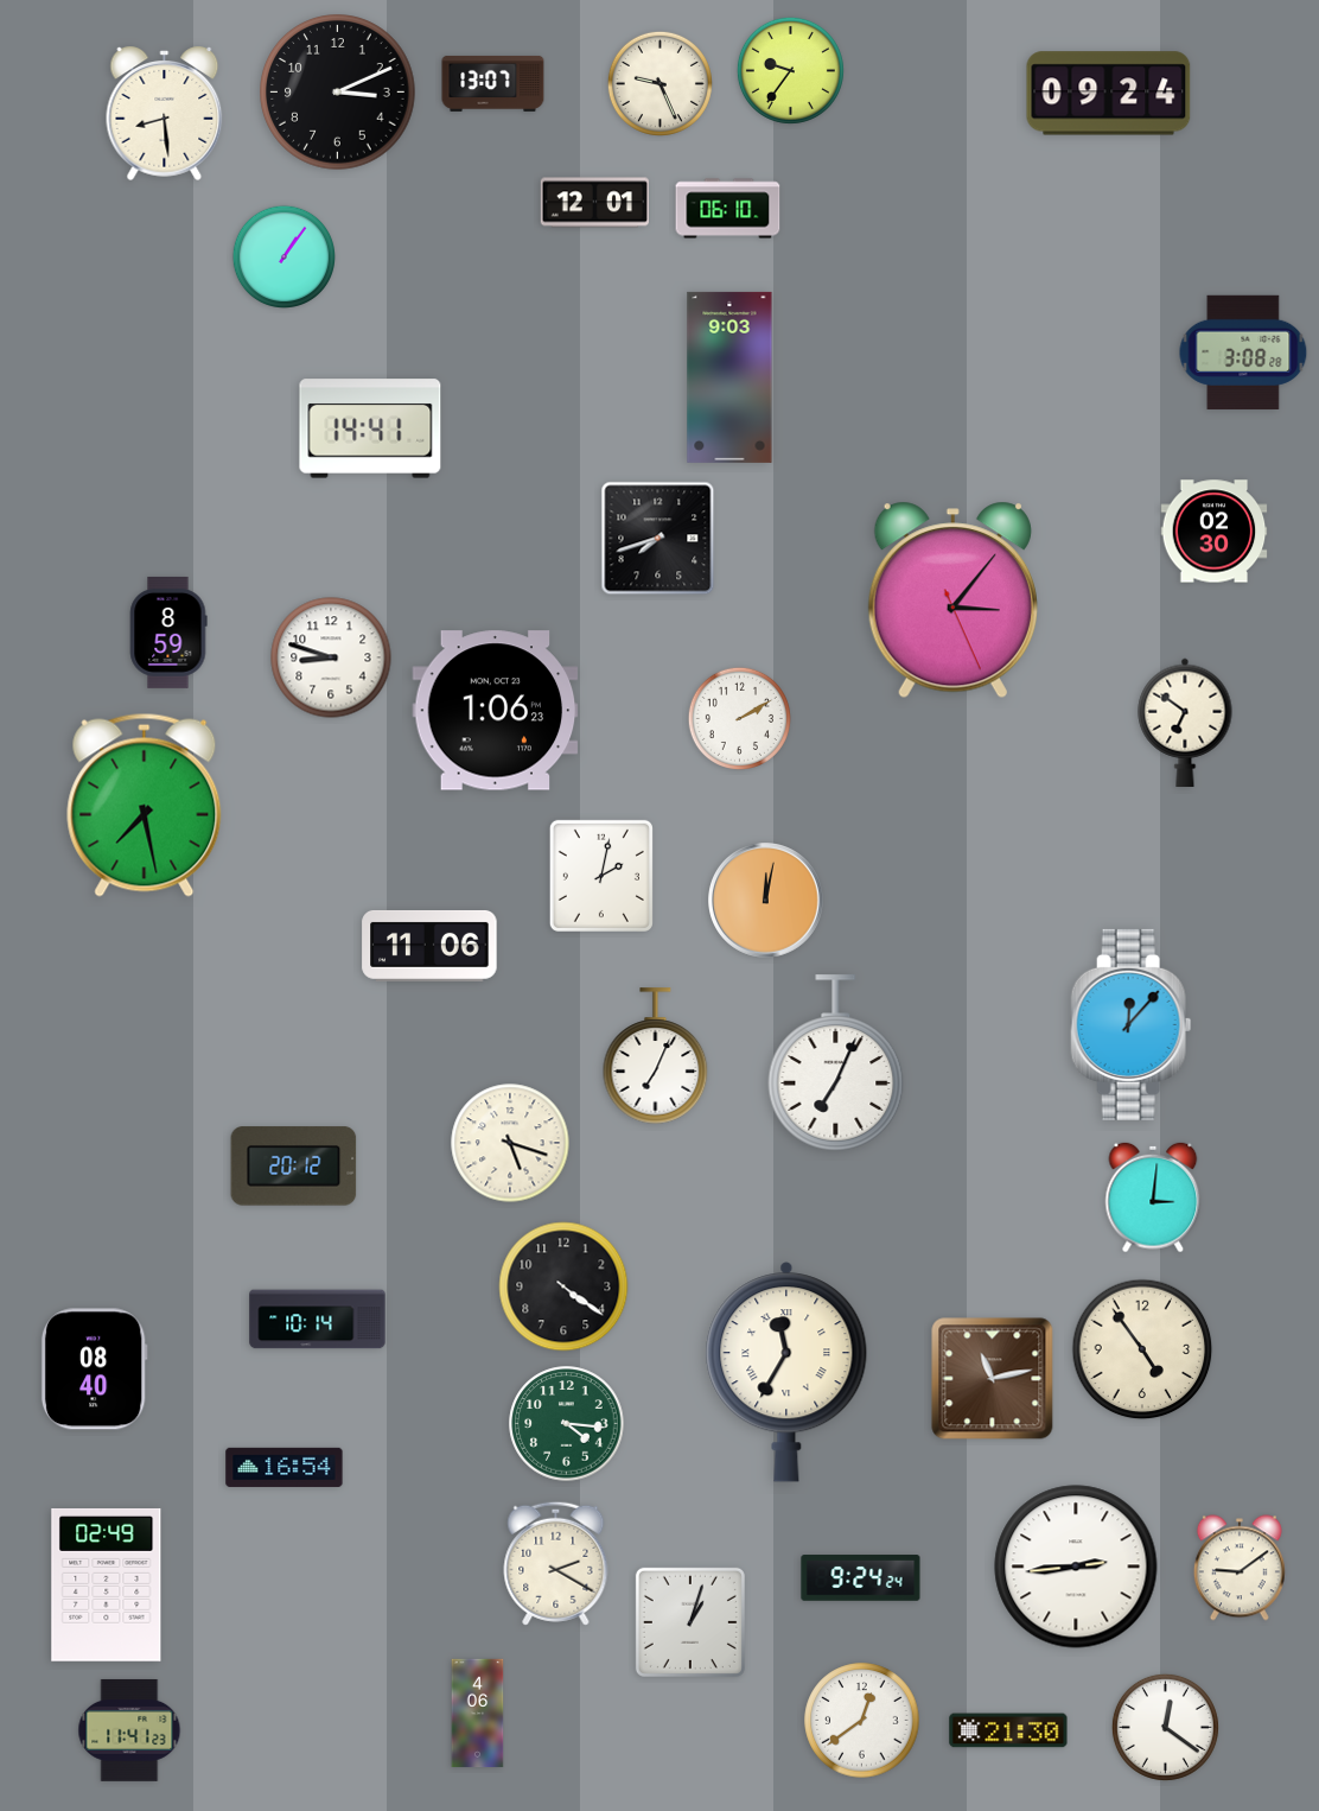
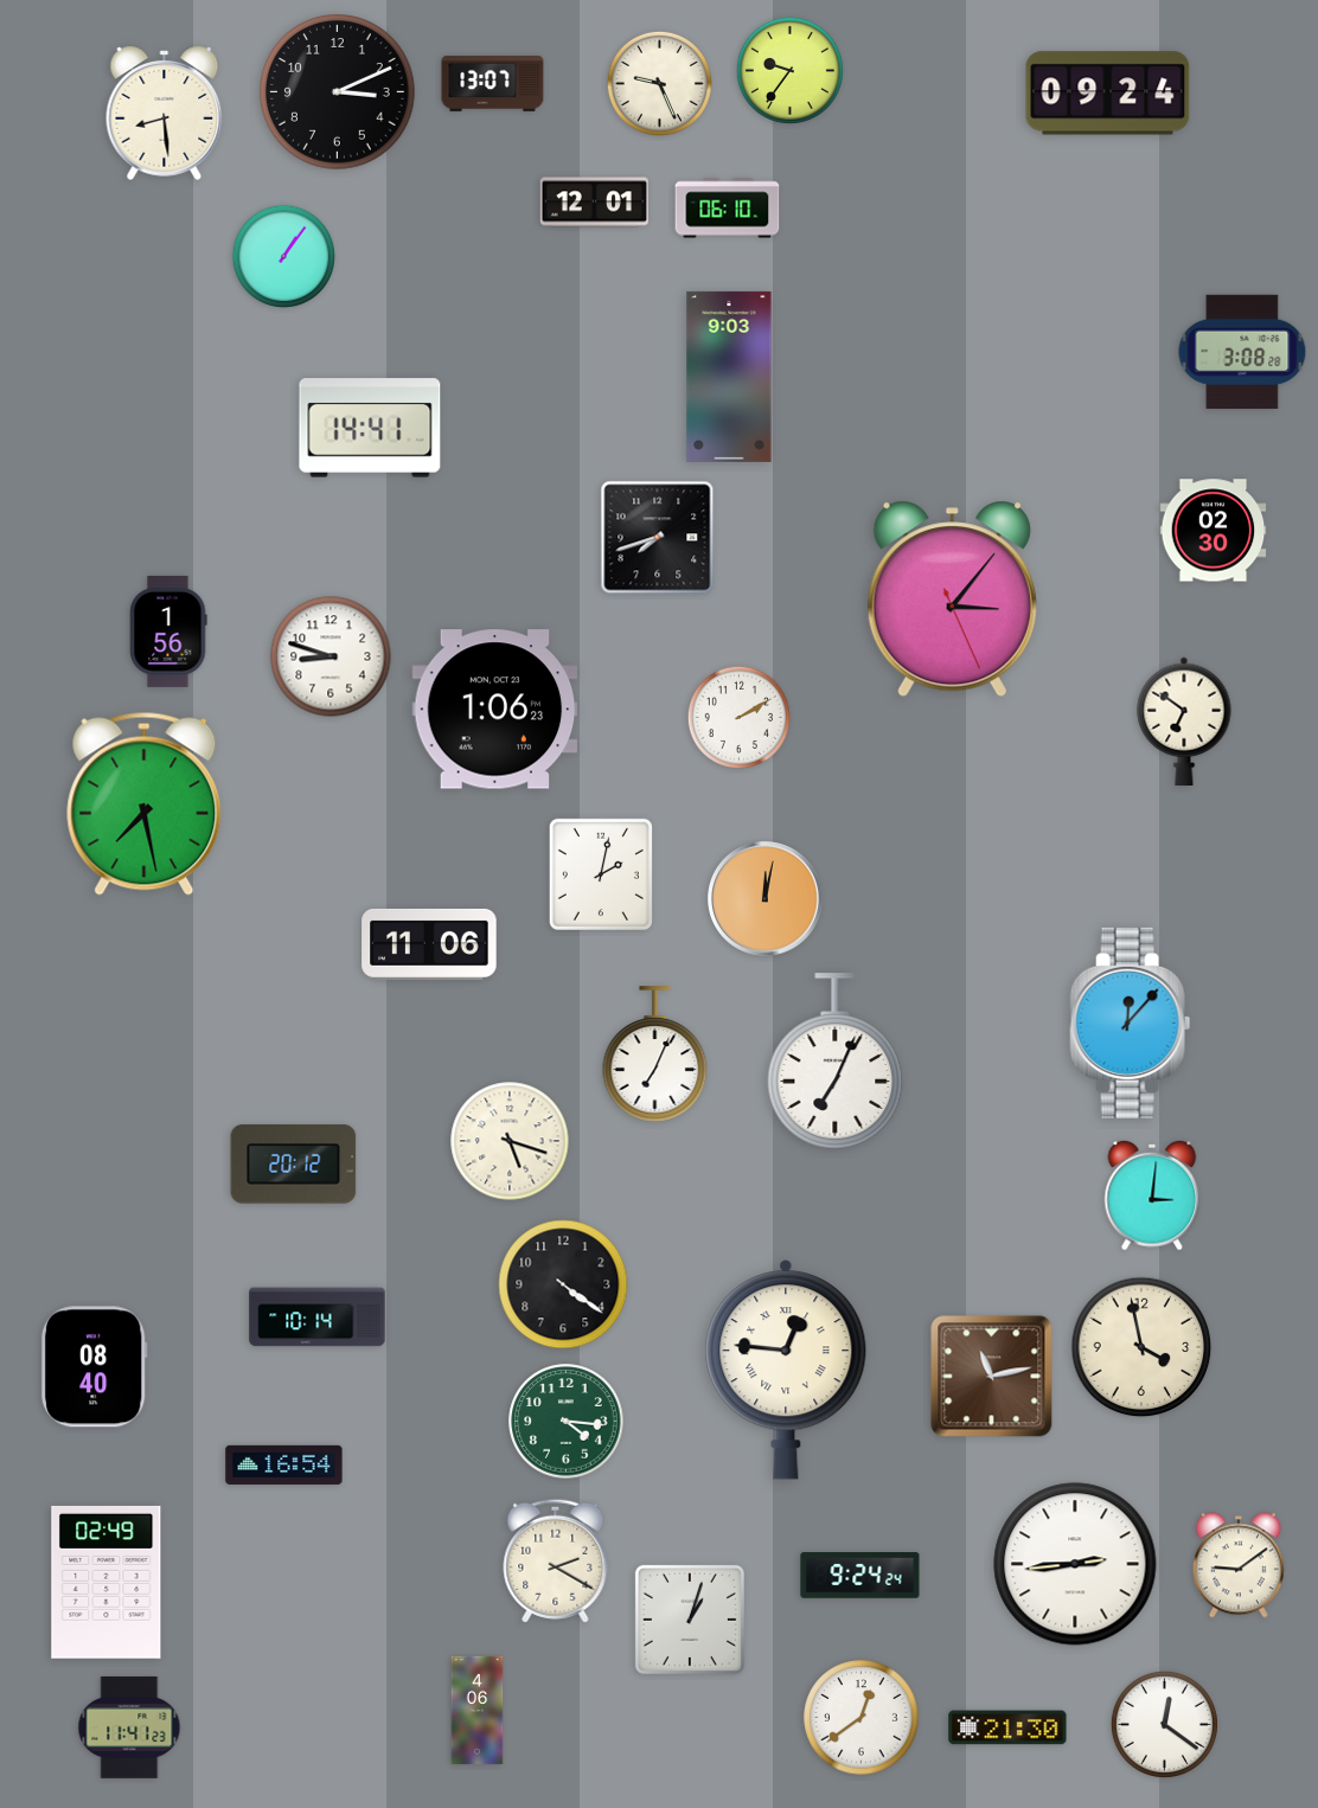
clock at (168, 633): 8:59 -> 1:56
clock at (1142, 1349): 4:54 -> 3:58
clock at (786, 1372): 11:35 -> 12:46
